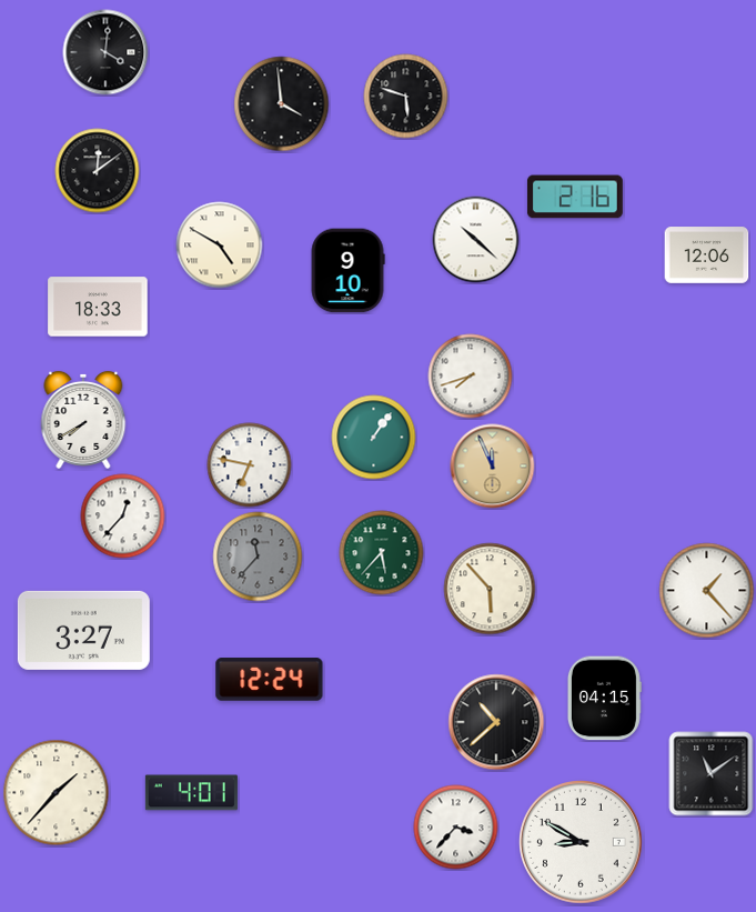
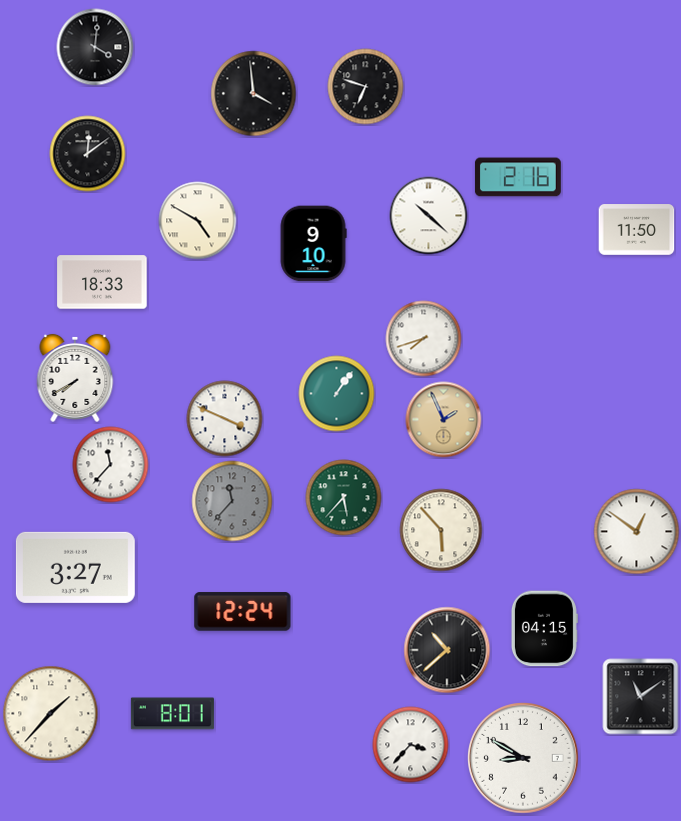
clock at (406, 97): 5:48 -> 6:48
clock at (707, 255): 12:06 -> 11:50
clock at (98, 307) position: (98, 307) -> (102, 282)
clock at (250, 465): 6:47 -> 3:49
clock at (493, 467): 11:56 -> 1:56
clock at (123, 517): 12:37 -> 11:37
clock at (707, 591): 1:23 -> 12:51
clock at (191, 793): 4:01 -> 8:01
